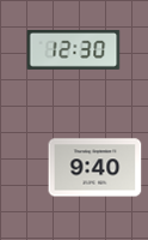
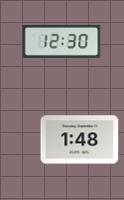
clock at (94, 168): 9:40 -> 1:48
